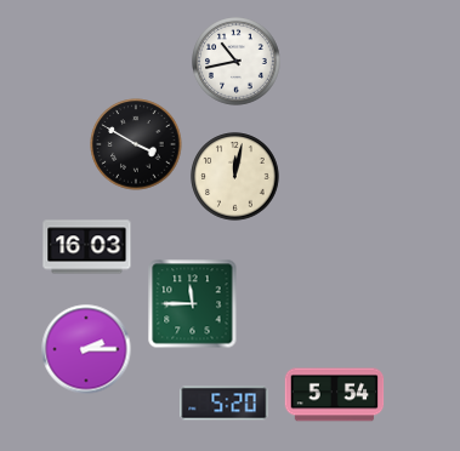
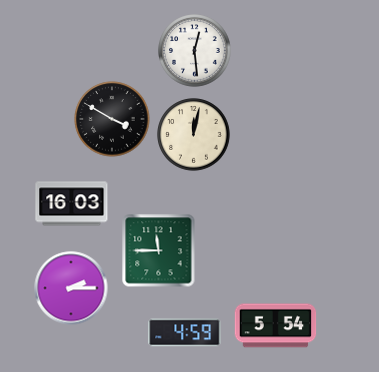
clock at (237, 62): 10:43 -> 12:29
clock at (235, 177) position: (235, 177) -> (194, 135)
clock at (225, 404): 5:20 -> 4:59
